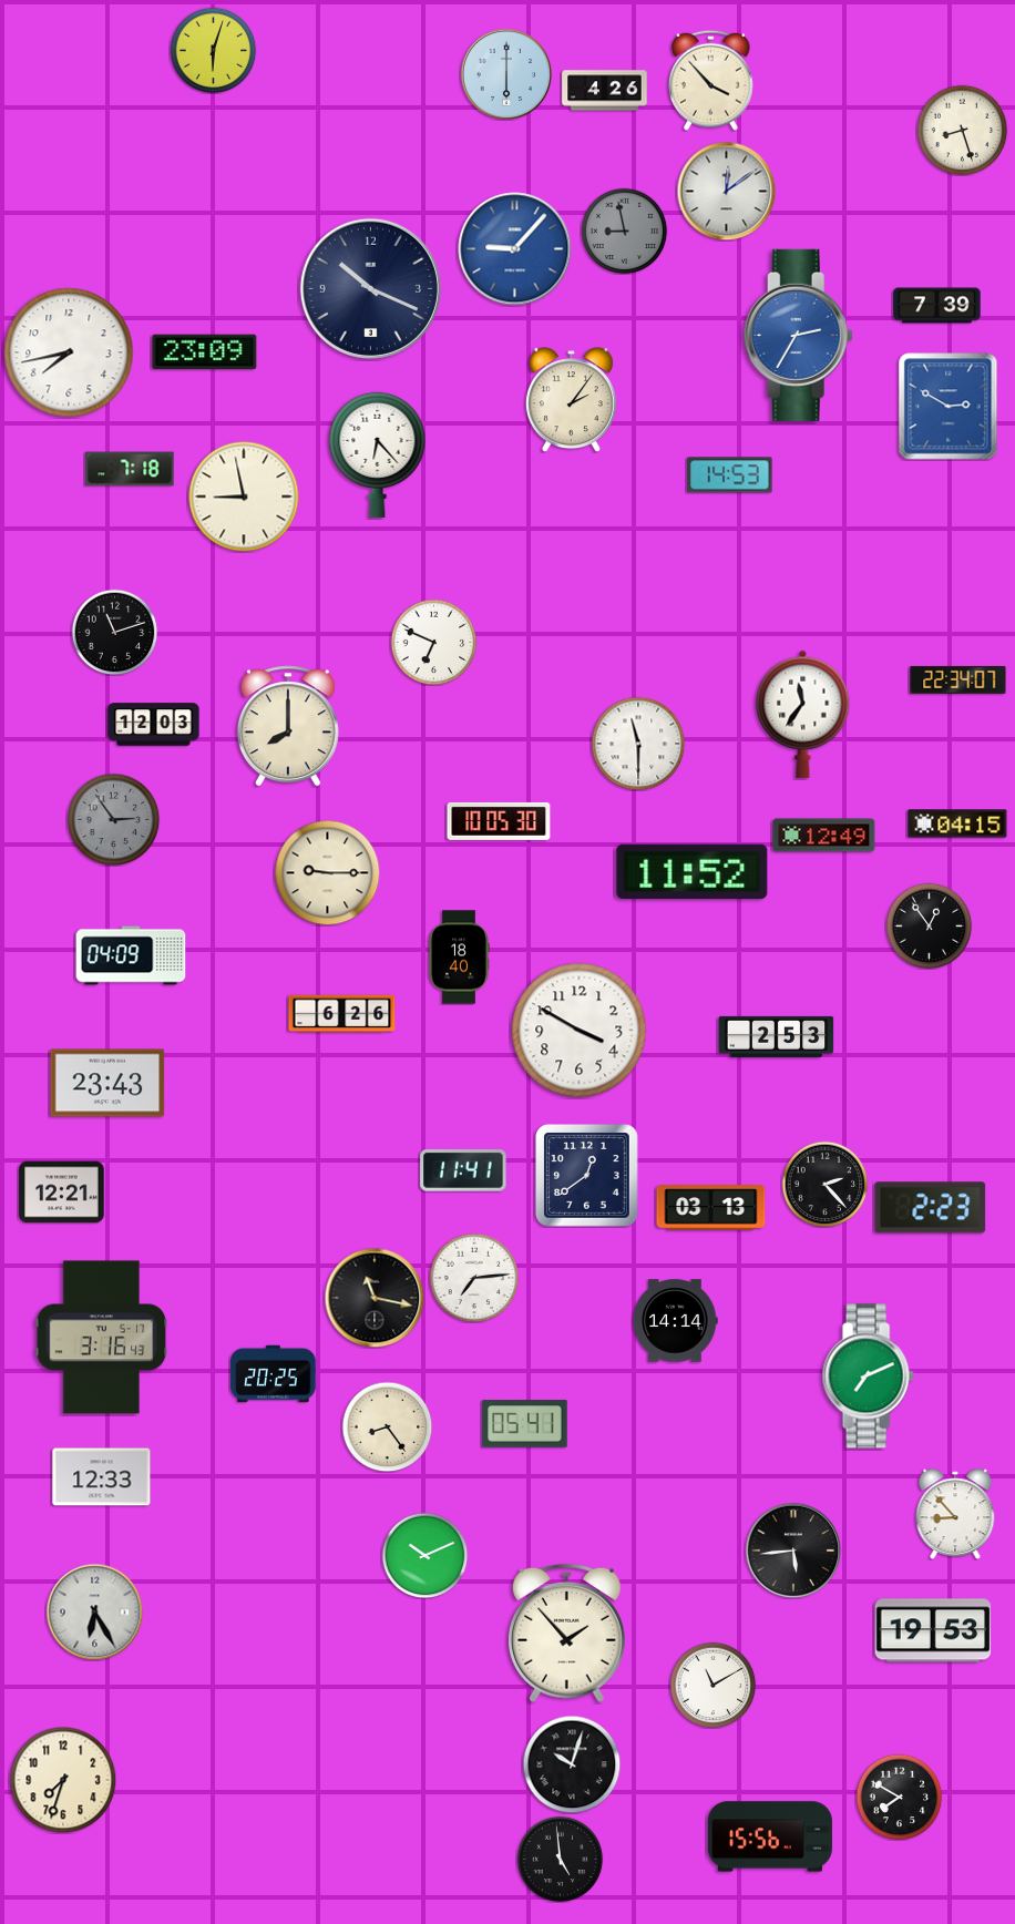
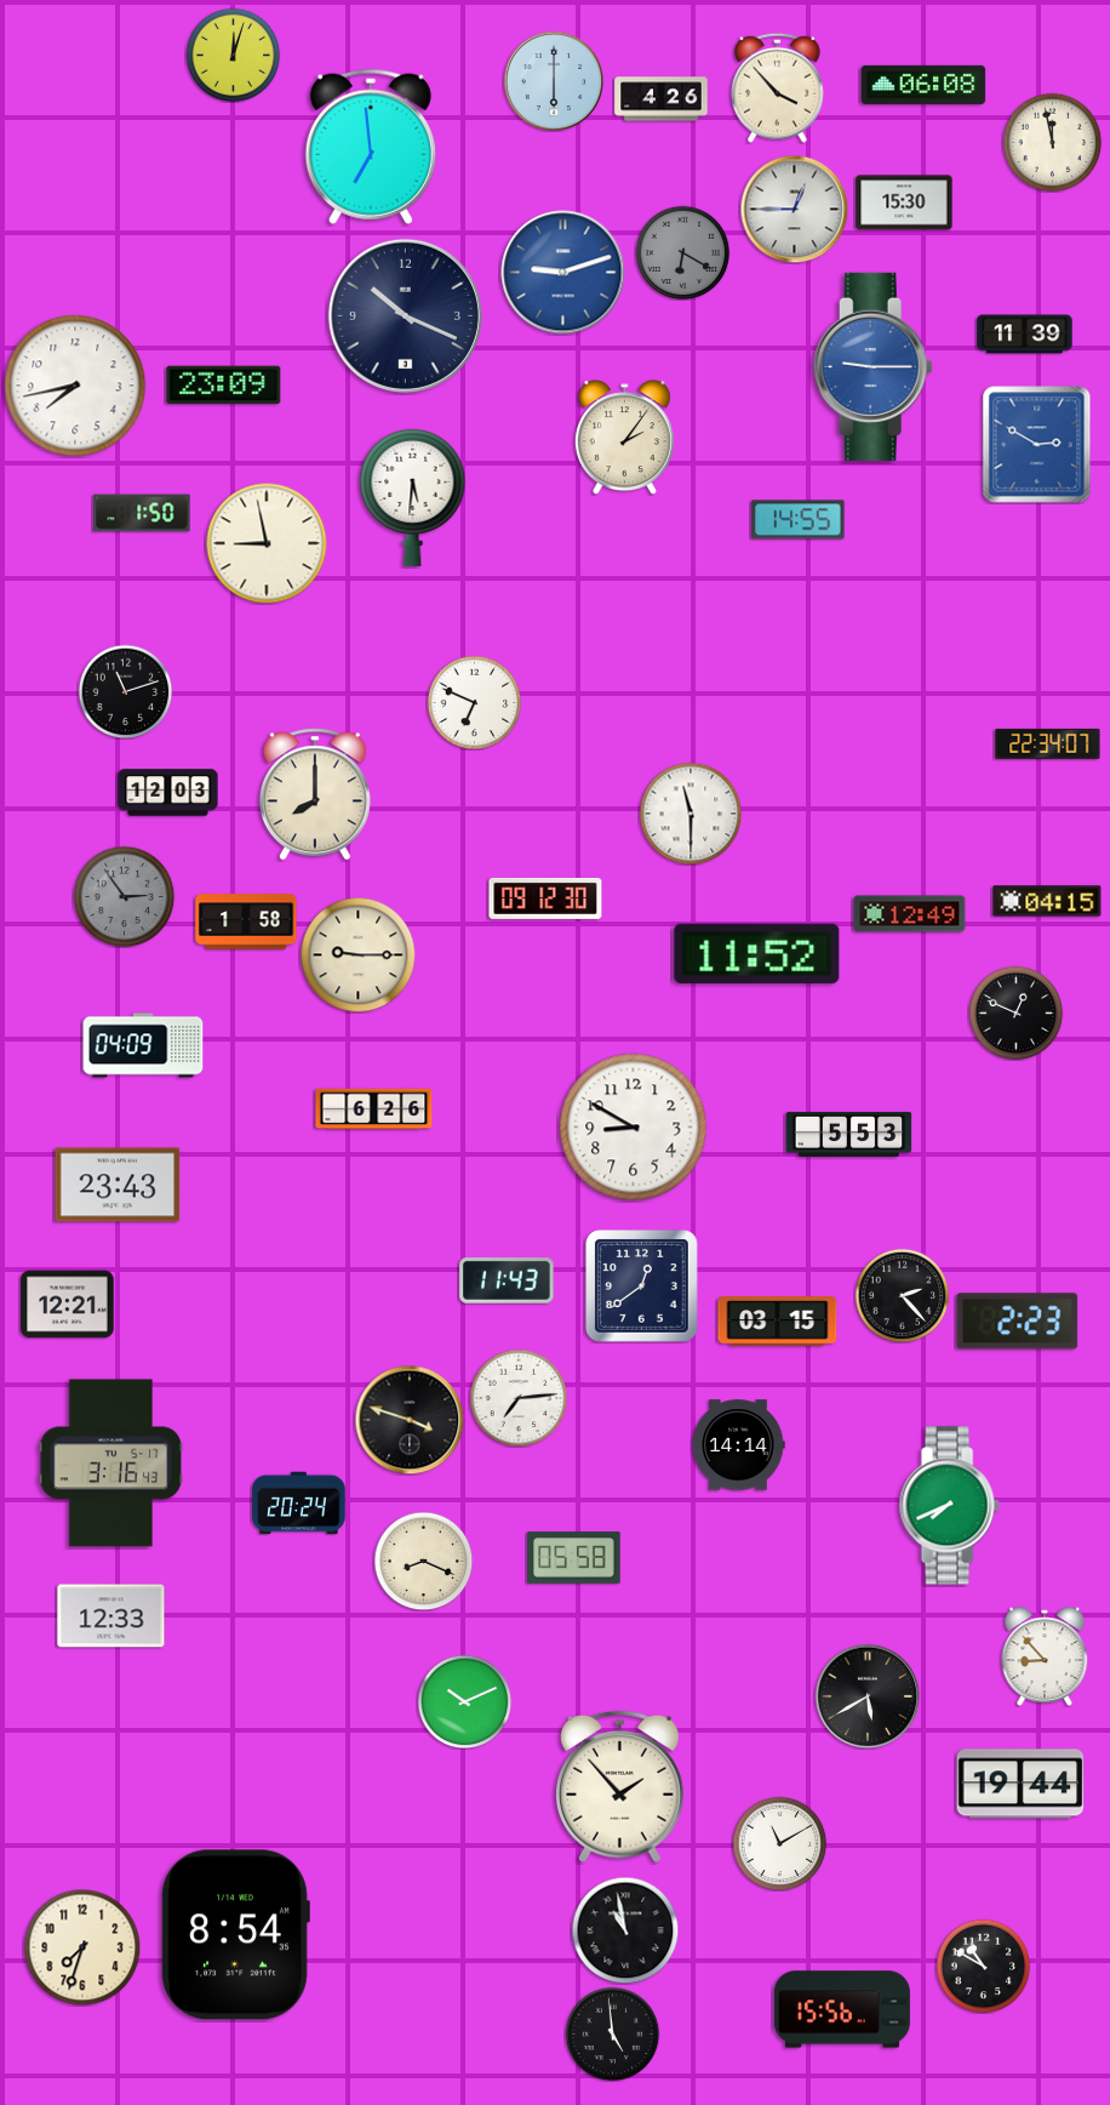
clock at (213, 50): 6:03 -> 12:03
clock at (923, 85): none -> 06:08
clock at (962, 130): 8:27 -> 11:58
clock at (371, 147): none -> 6:59
clock at (904, 202): none -> 15:30
clock at (726, 191): 12:09 -> 12:45
clock at (624, 231): 8:58 -> 6:20
clock at (515, 249): 9:07 -> 9:12
clock at (937, 306): 7:39 -> 11:39
clock at (798, 335): 2:35 -> 9:15
clock at (378, 454): 6:23 -> 5:31
clock at (130, 469): 7:18 -> 1:50
clock at (730, 475): 14:53 -> 14:55
clock at (803, 714): 11:36 -> none
clock at (638, 744) position: (638, 744) -> (691, 814)
clock at (499, 821): 10:05 -> 09:12
clock at (824, 836) position: (824, 836) -> (910, 914)
clock at (246, 922): none -> 1:58
clock at (929, 925): 12:54 -> 12:49
clock at (459, 958): 18:40 -> none
clock at (580, 1031): 3:50 -> 8:50
clock at (777, 1036): 2:53 -> 5:53
clock at (463, 1171): 11:41 -> 11:43
clock at (711, 1208): 03:13 -> 03:15
clock at (375, 1298): 11:17 -> 3:48
clock at (274, 1374): 20:25 -> 20:24
clock at (868, 1377): 7:11 -> 7:41
clock at (525, 1424): 05:41 -> 05:58
clock at (387, 1426): 8:24 -> 8:19
clock at (793, 1551): 5:44 -> 5:40
clock at (94, 1611): 6:25 -> none
clock at (933, 1630): 19:53 -> 19:44
clock at (572, 1764): 10:03 -> 10:58
clock at (235, 1935): none -> 8:54
clock at (63, 1780) position: (63, 1780) -> (82, 1947)
clock at (899, 1797): 7:50 -> 10:50
